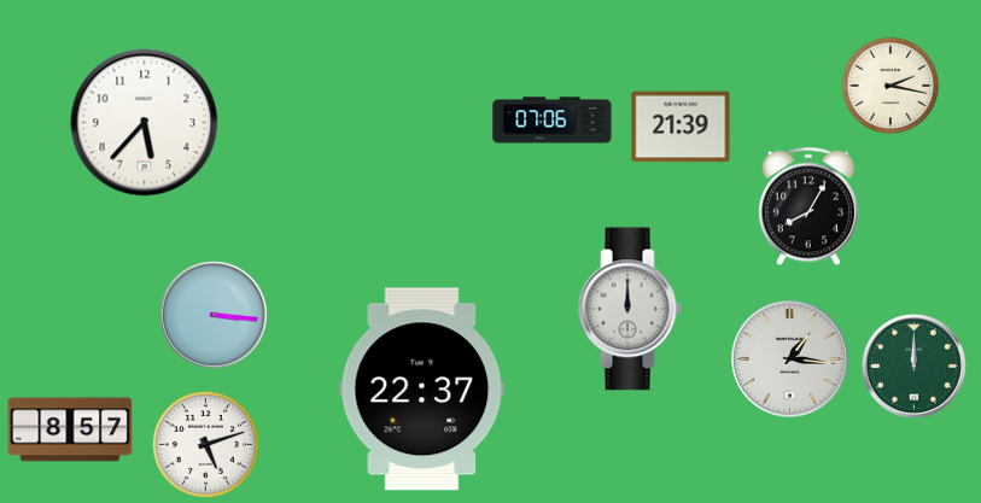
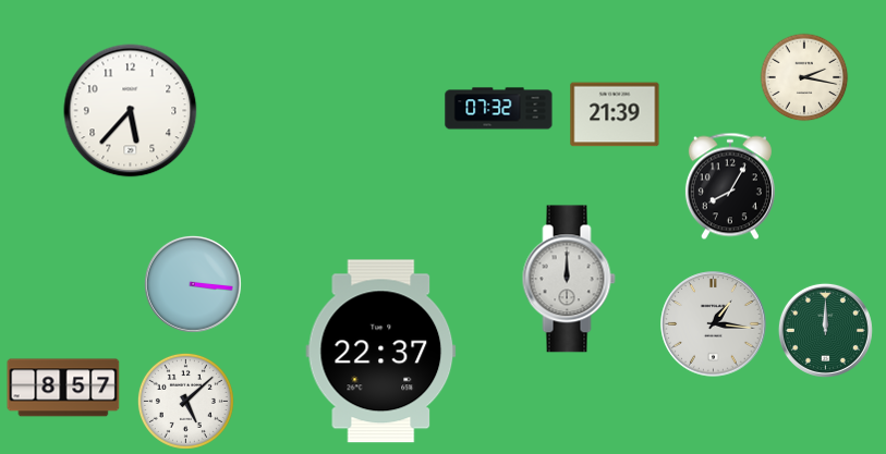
clock at (553, 121): 07:06 -> 07:32
clock at (205, 444): 5:12 -> 5:08
